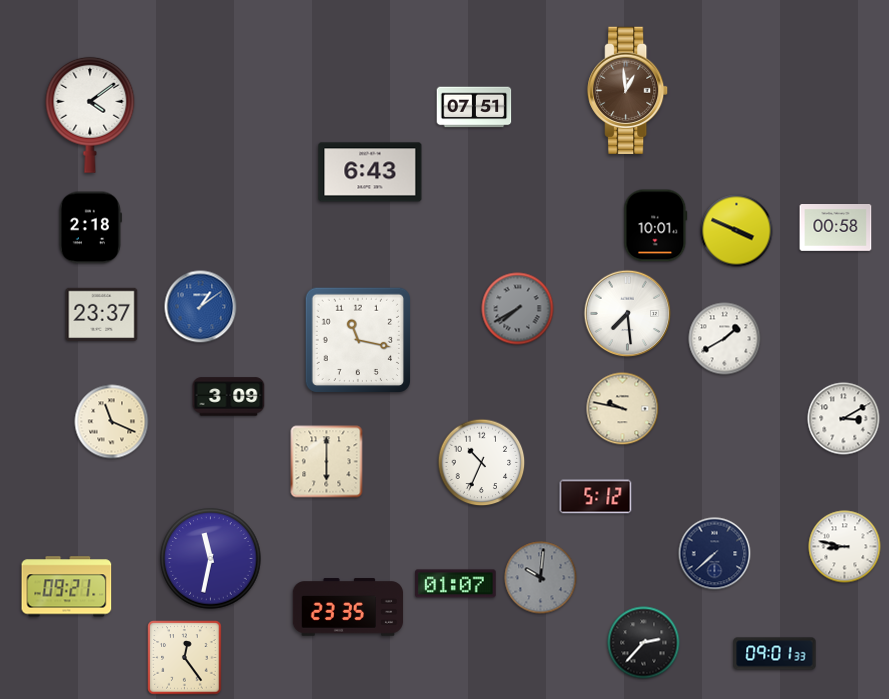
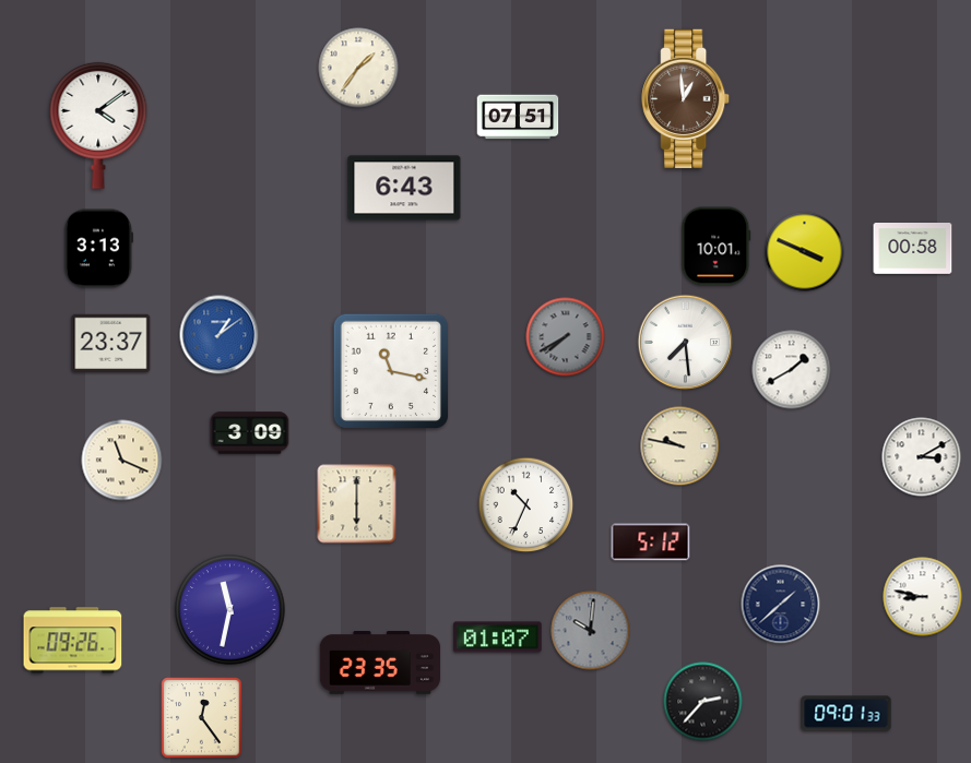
clock at (358, 68): none -> 1:36
clock at (90, 228): 2:18 -> 3:13
clock at (715, 554): 7:38 -> 1:38
clock at (67, 587): 09:21 -> 09:26
